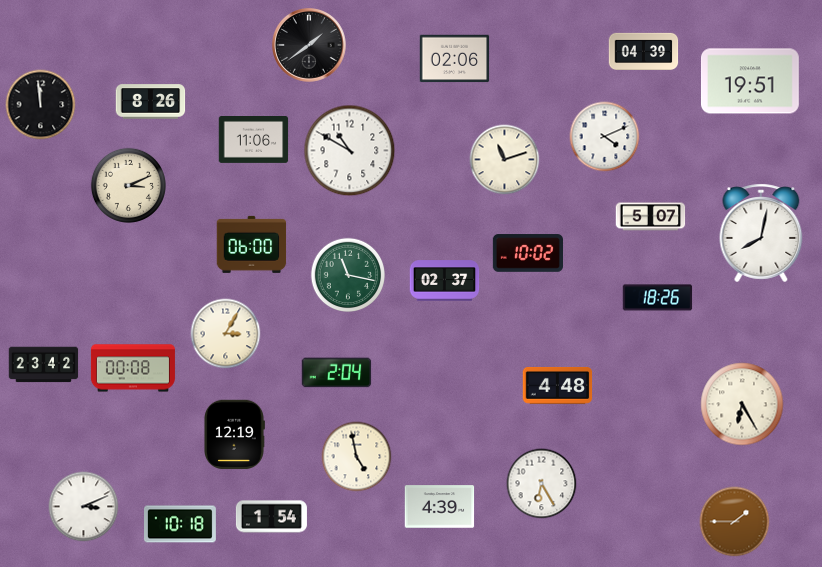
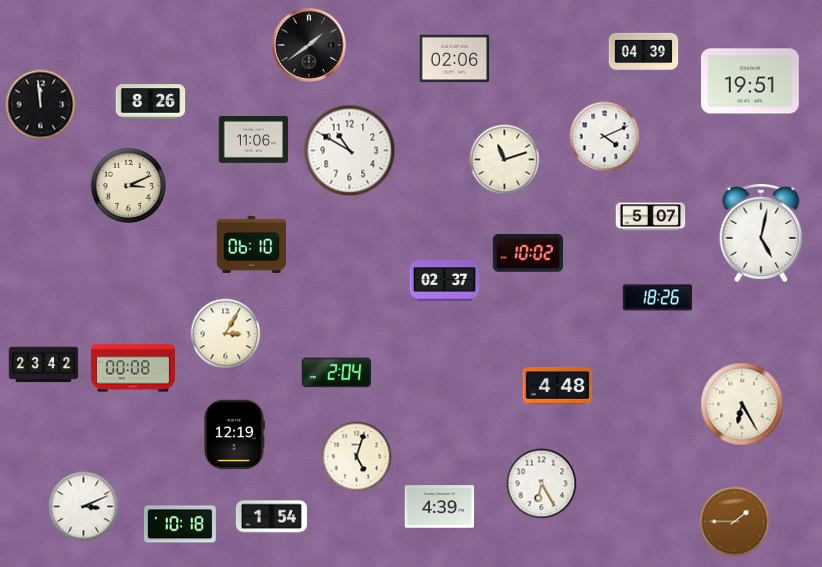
clock at (761, 233): 8:02 -> 5:02
clock at (252, 244): 06:00 -> 06:10
clock at (347, 274): 11:17 -> none
clock at (357, 457): 4:58 -> 5:03
